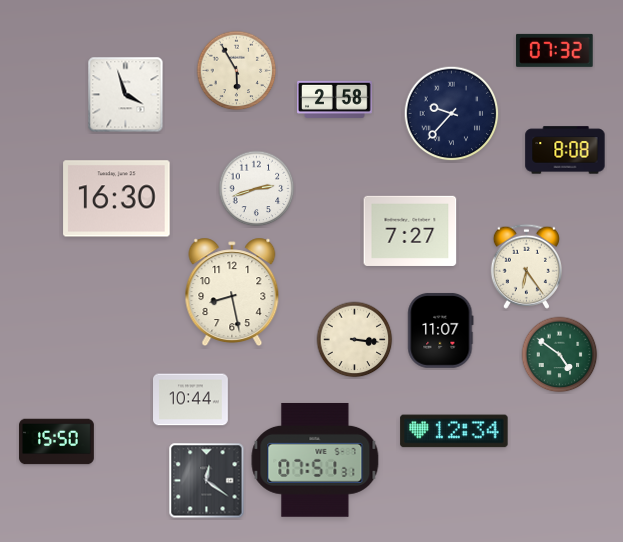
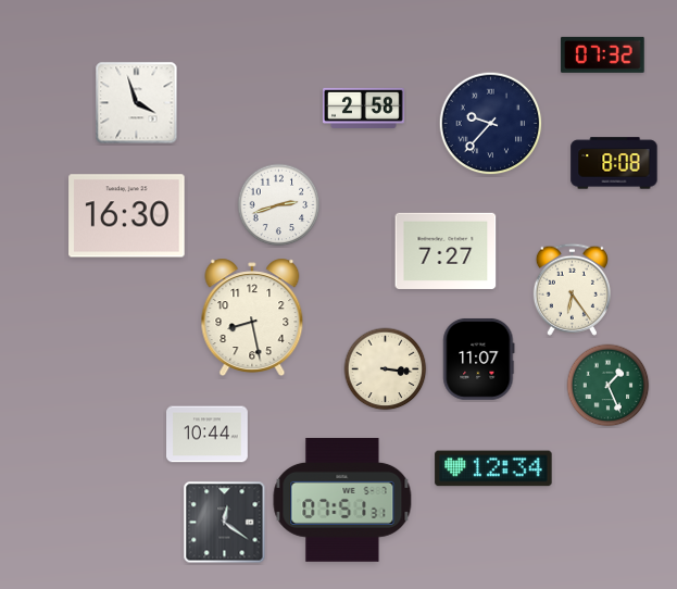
clock at (237, 71): 5:55 -> none
clock at (560, 355): 4:51 -> 1:26
clock at (57, 442): 15:50 -> none
